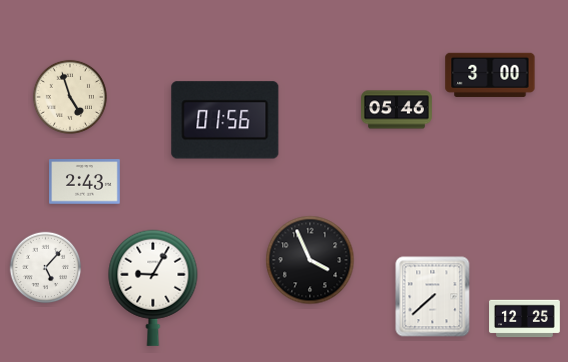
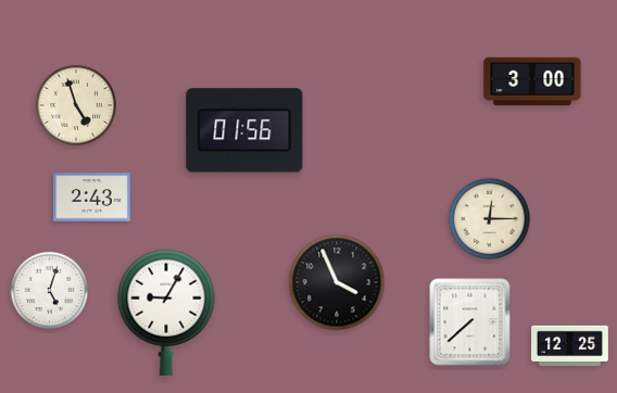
clock at (397, 110): 05:46 -> none
clock at (489, 218): none -> 12:15
clock at (46, 268): 5:07 -> 5:03
